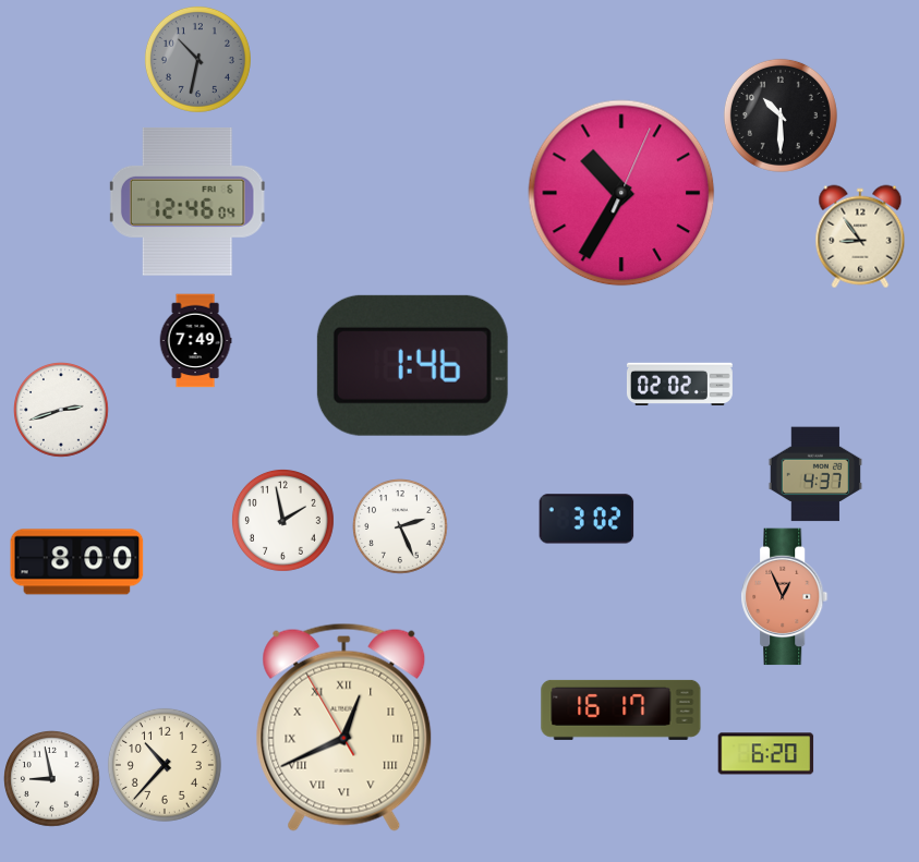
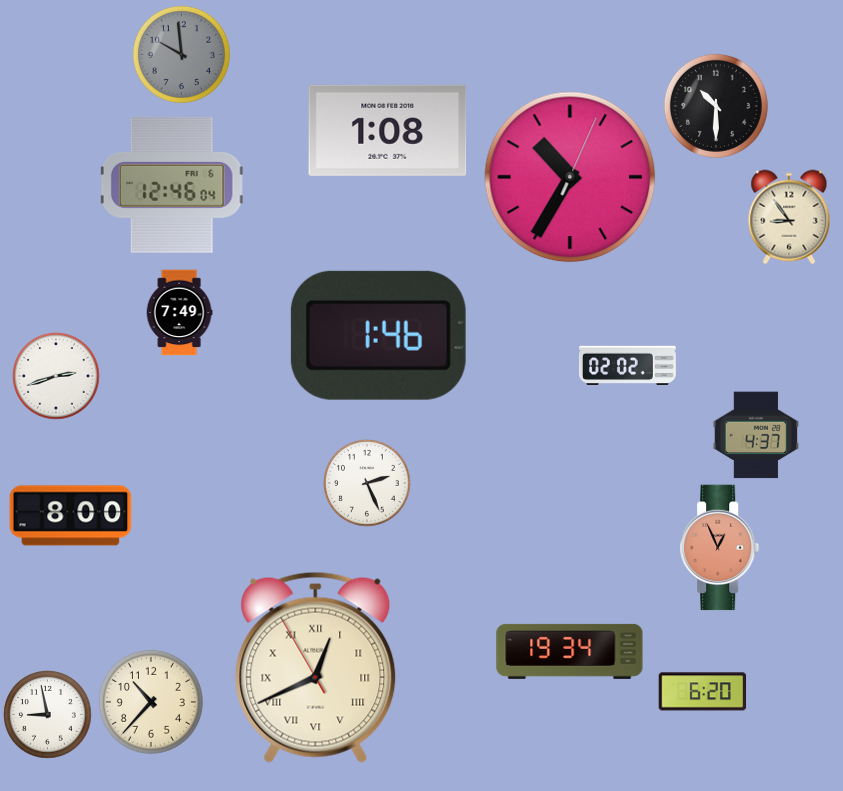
clock at (197, 59): 10:32 -> 9:59
clock at (388, 130): none -> 1:08
clock at (680, 384) position: (680, 384) -> (628, 365)
clock at (815, 474) position: (815, 474) -> (756, 435)
clock at (587, 519): 3:02 -> none
clock at (282, 520): 1:58 -> none
clock at (621, 709): 16:17 -> 19:34
